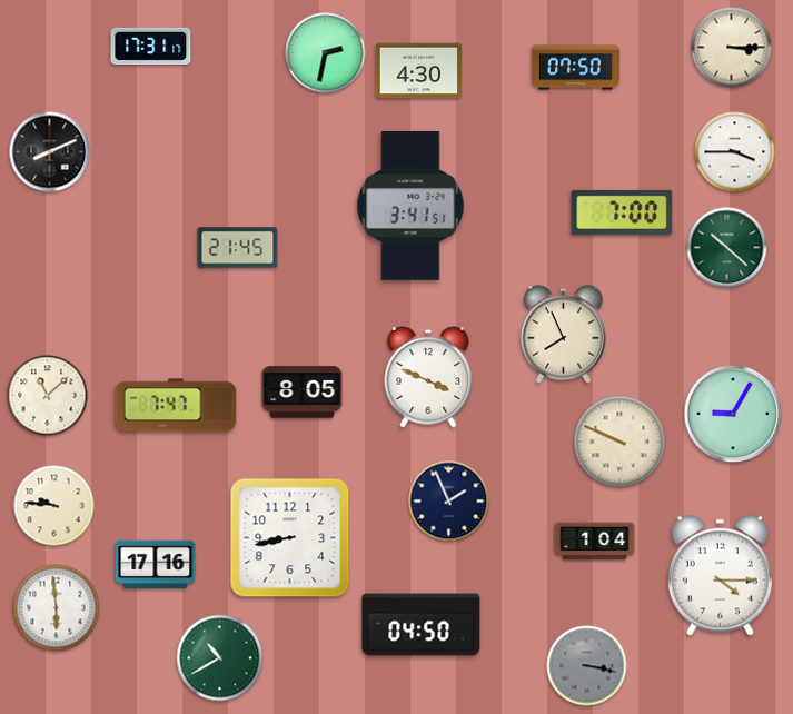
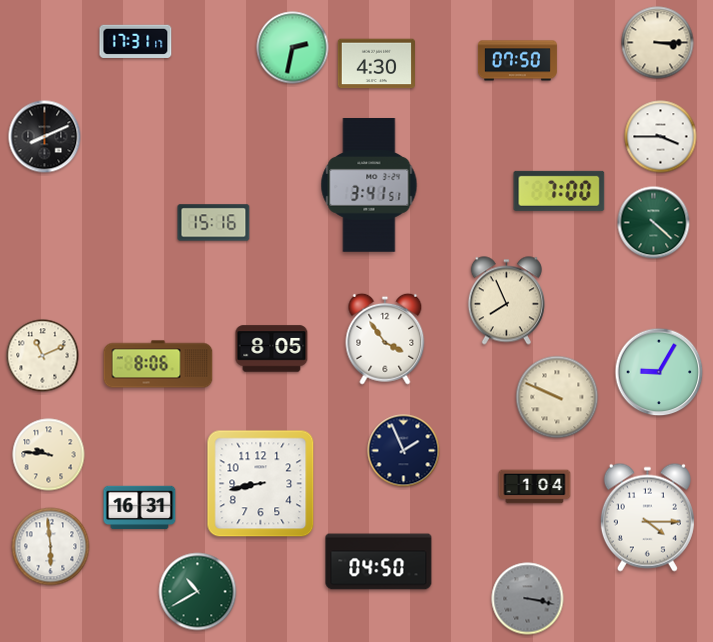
clock at (238, 248): 21:45 -> 15:16
clock at (727, 248): 10:22 -> 4:22
clock at (428, 377): 3:49 -> 3:54
clock at (303, 393) position: (303, 393) -> (272, 349)
clock at (48, 396): 11:08 -> 11:11
clock at (176, 405): 7:47 -> 8:06
clock at (156, 565): 17:16 -> 16:31
